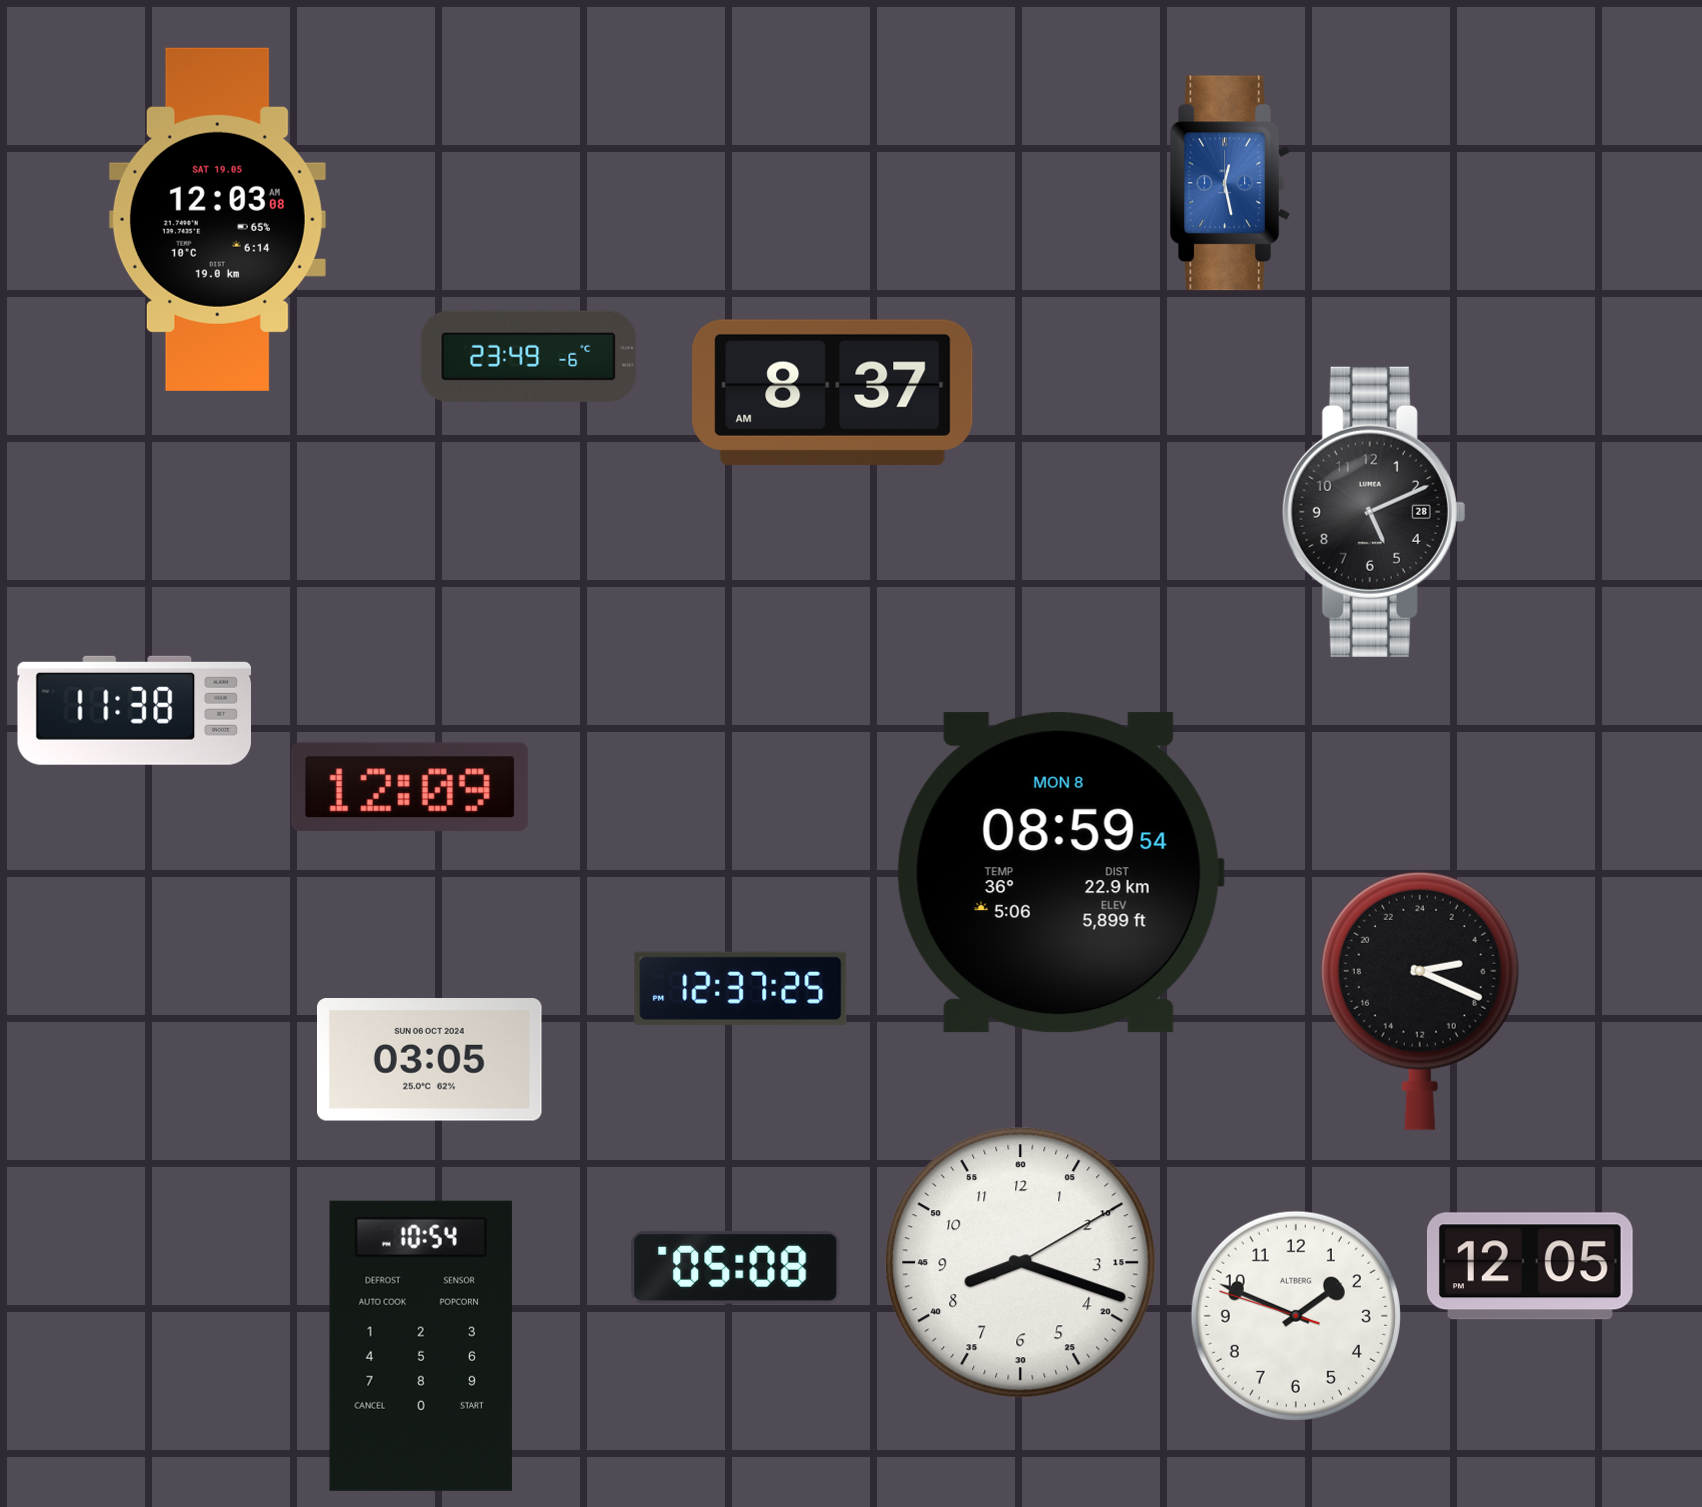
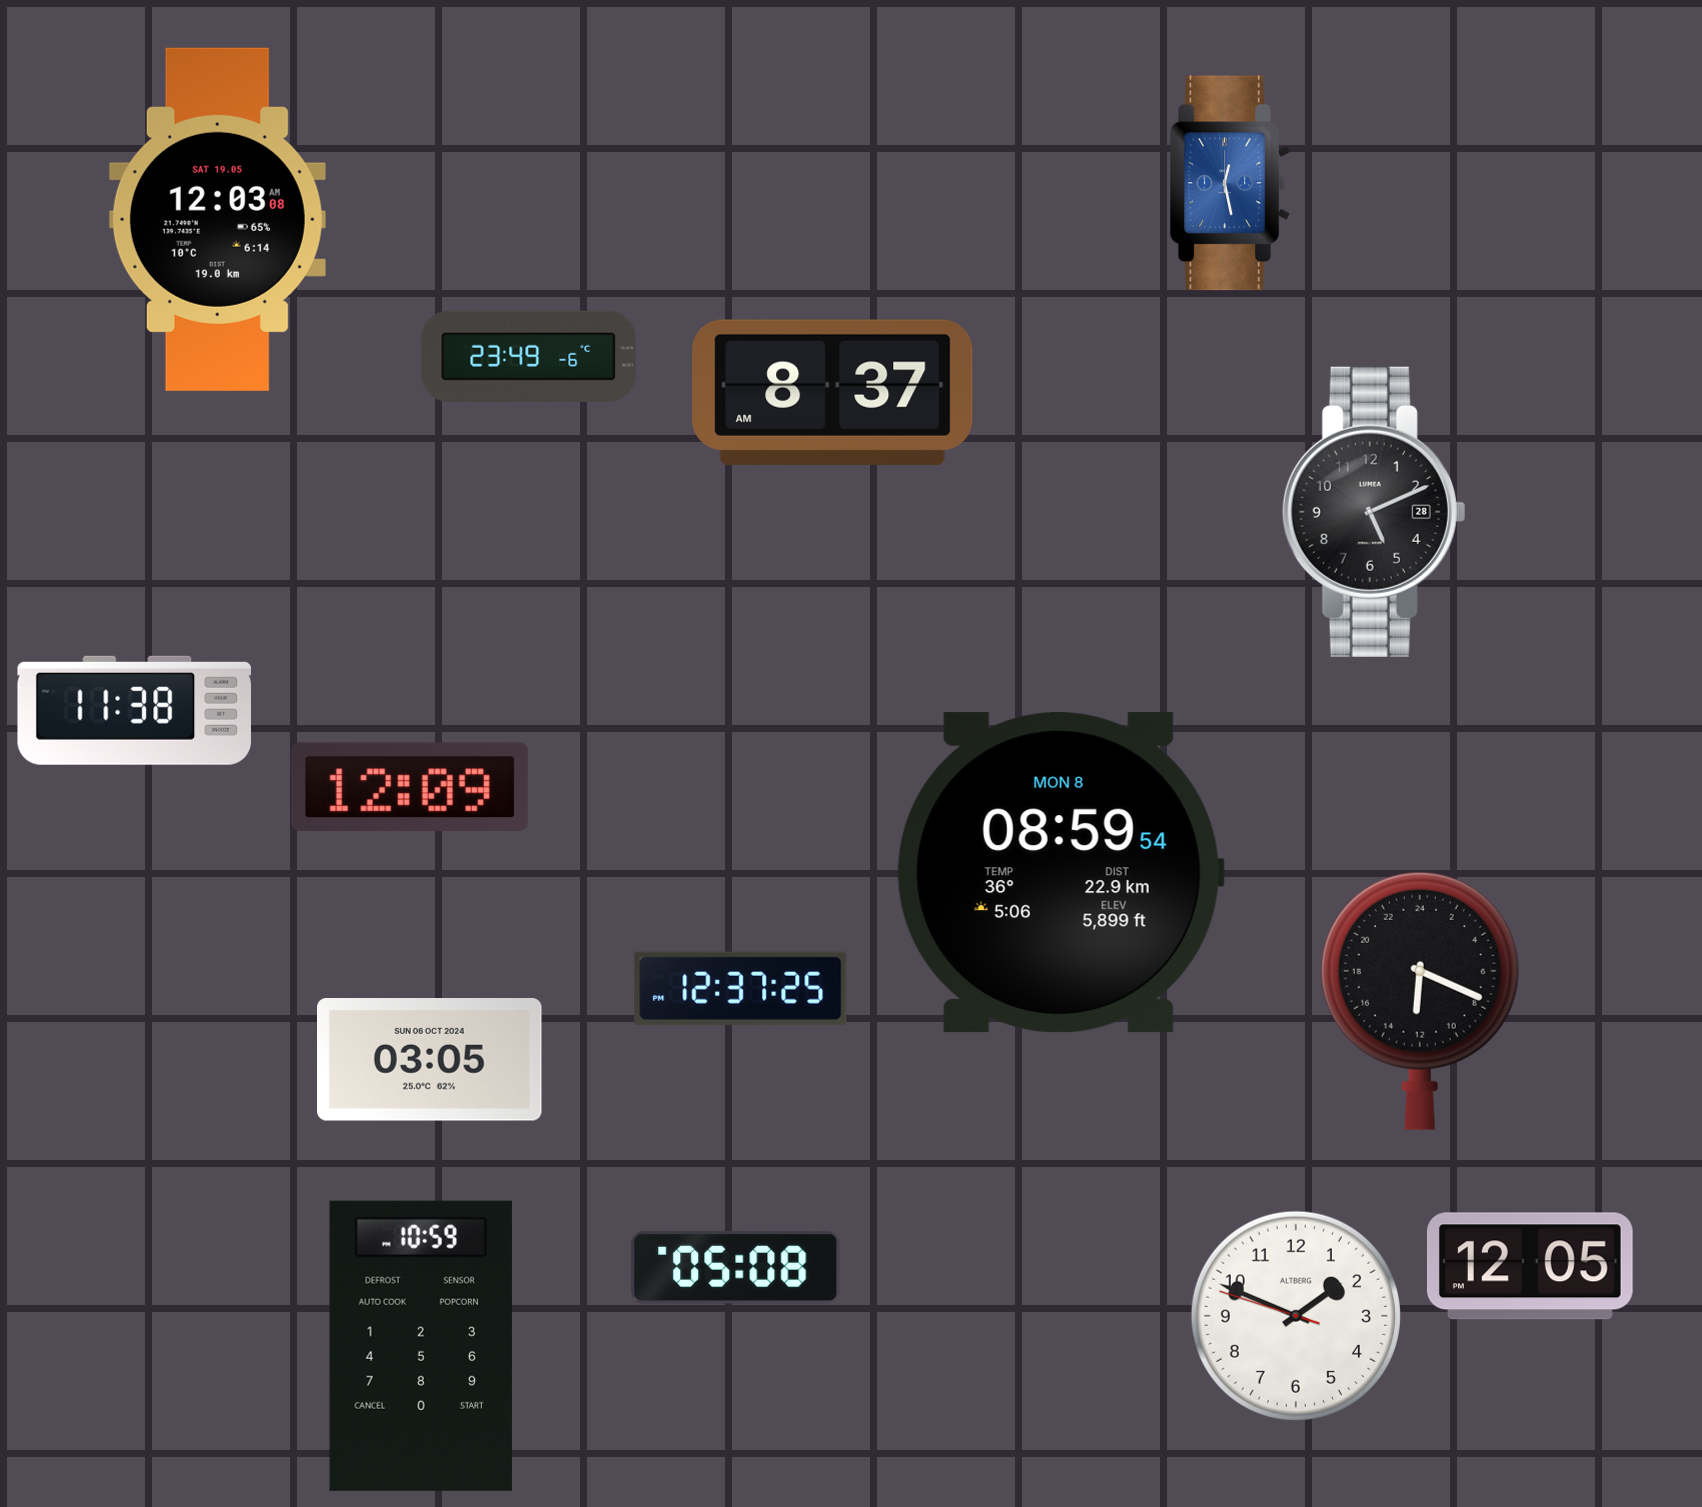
clock at (1420, 1001): 5:19 -> 12:19
clock at (1021, 1263): 8:18 -> none
clock at (421, 1346): 10:54 -> 10:59
